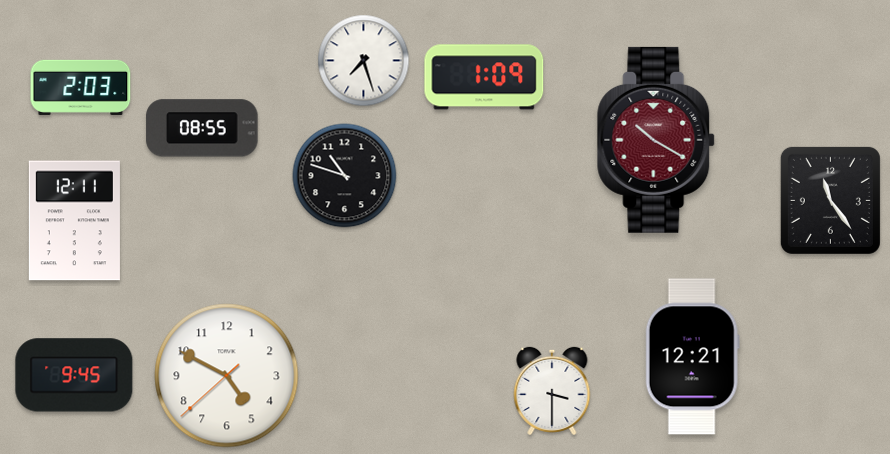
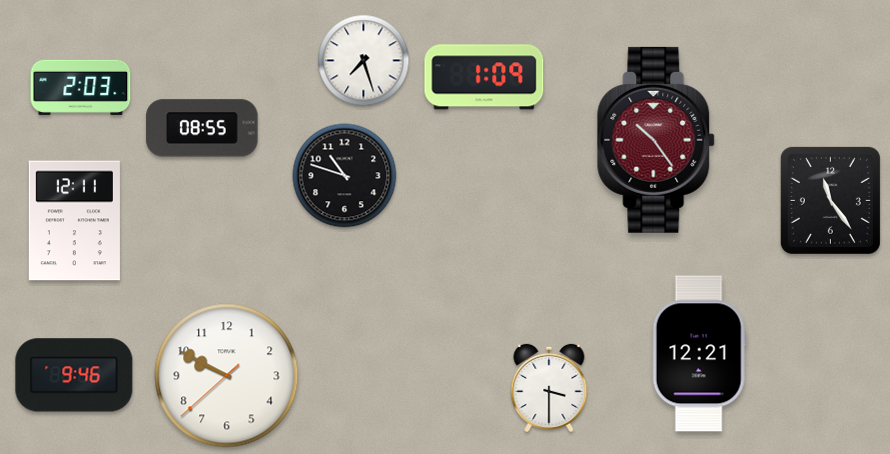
clock at (657, 140): 10:20 -> 10:24
clock at (692, 357) position: (692, 357) -> (699, 354)
clock at (74, 375): 9:45 -> 9:46
clock at (227, 376): 4:49 -> 9:49
clock at (552, 391) position: (552, 391) -> (549, 388)
